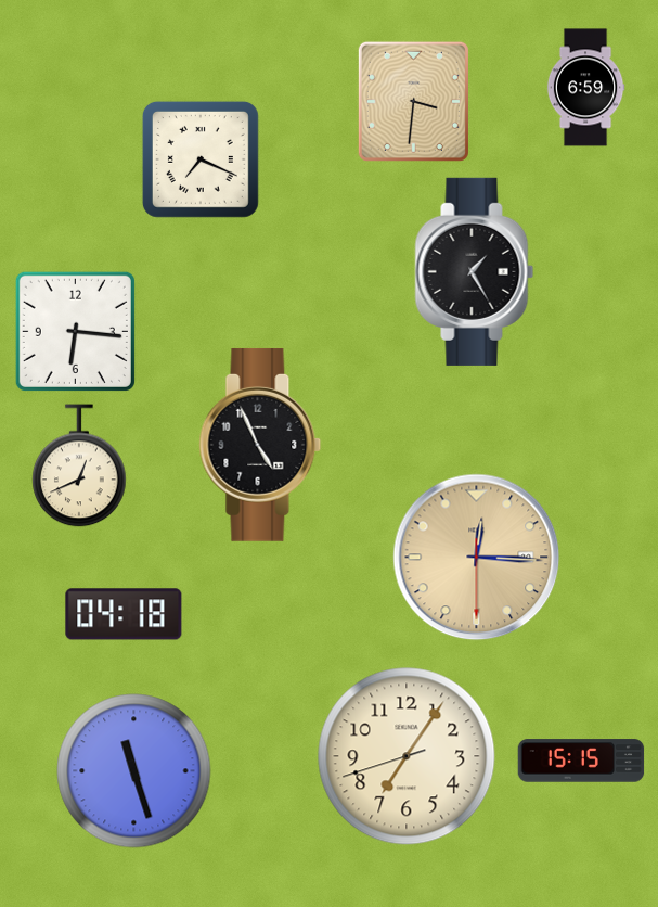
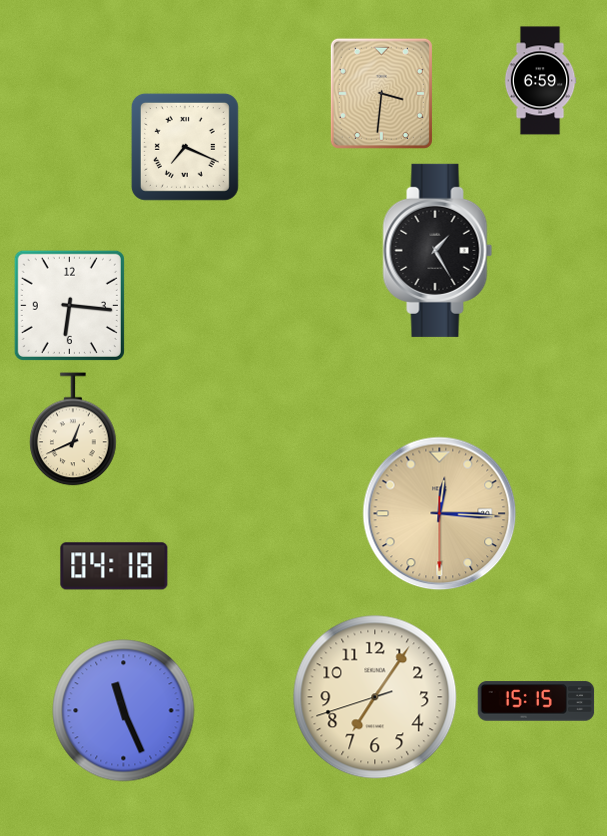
clock at (260, 445): 4:56 -> none
clock at (134, 771): 11:27 -> 11:26
